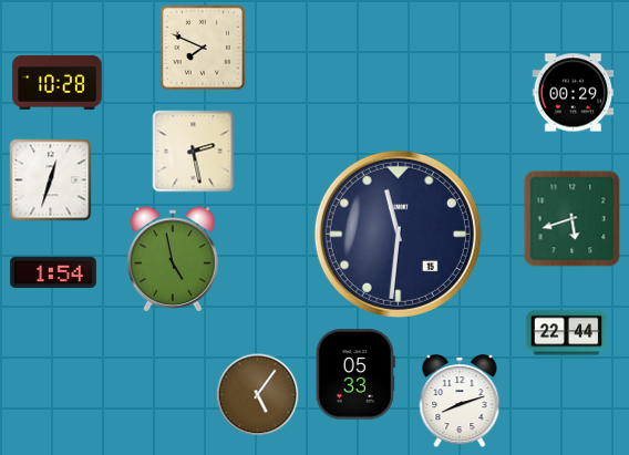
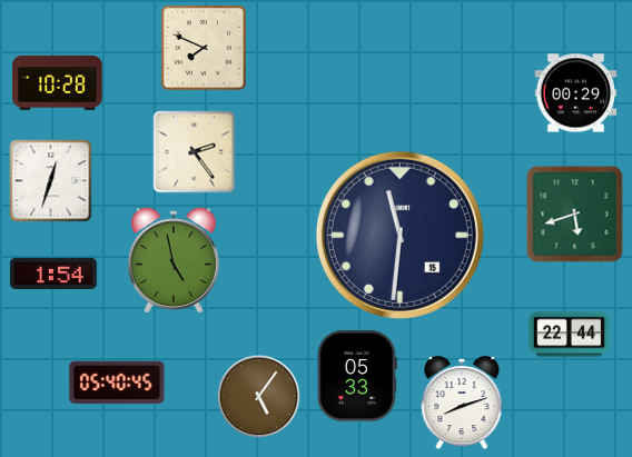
clock at (194, 152): 2:28 -> 2:24
clock at (573, 219) position: (573, 219) -> (575, 215)
clock at (117, 383): none -> 05:40
